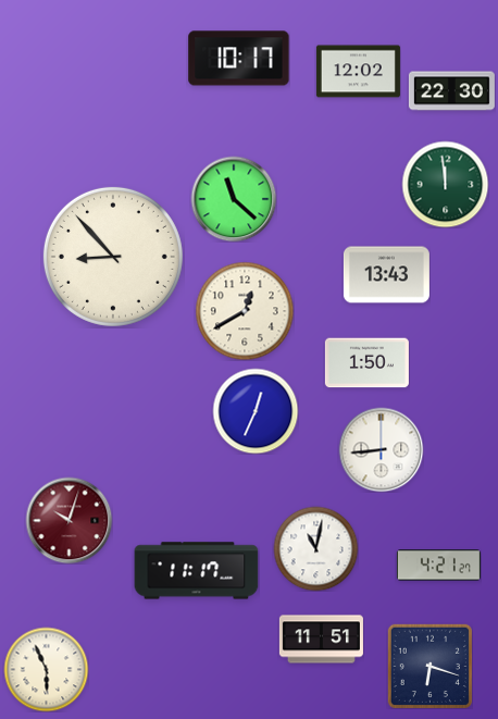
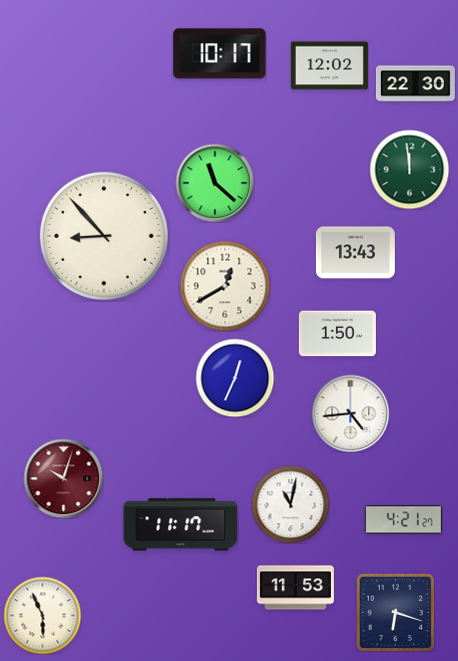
clock at (381, 449): 8:44 -> 4:44
clock at (321, 640): 11:51 -> 11:53
